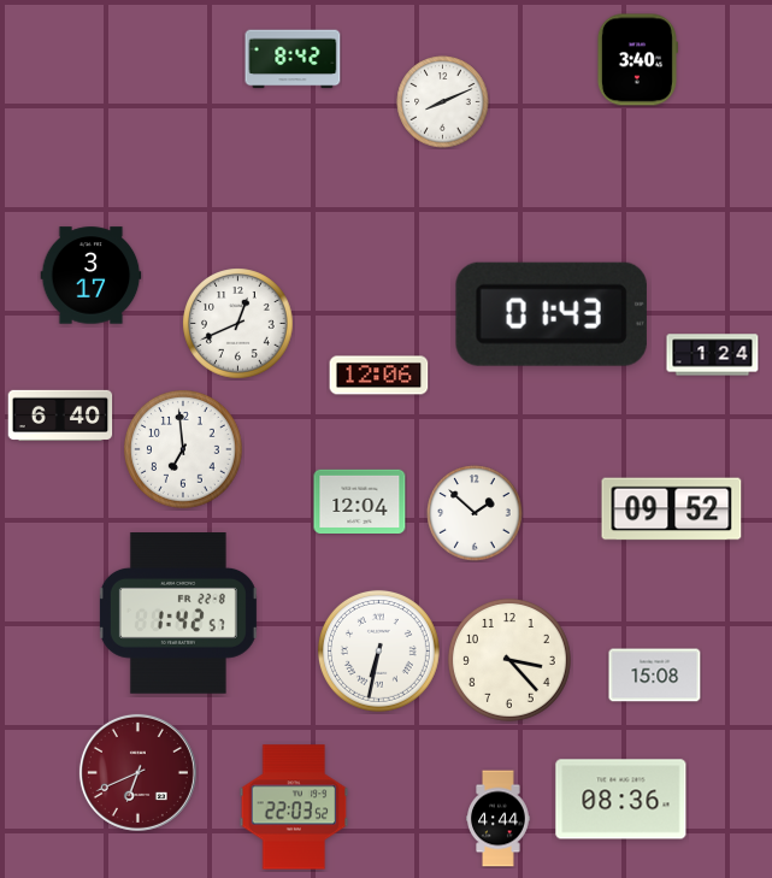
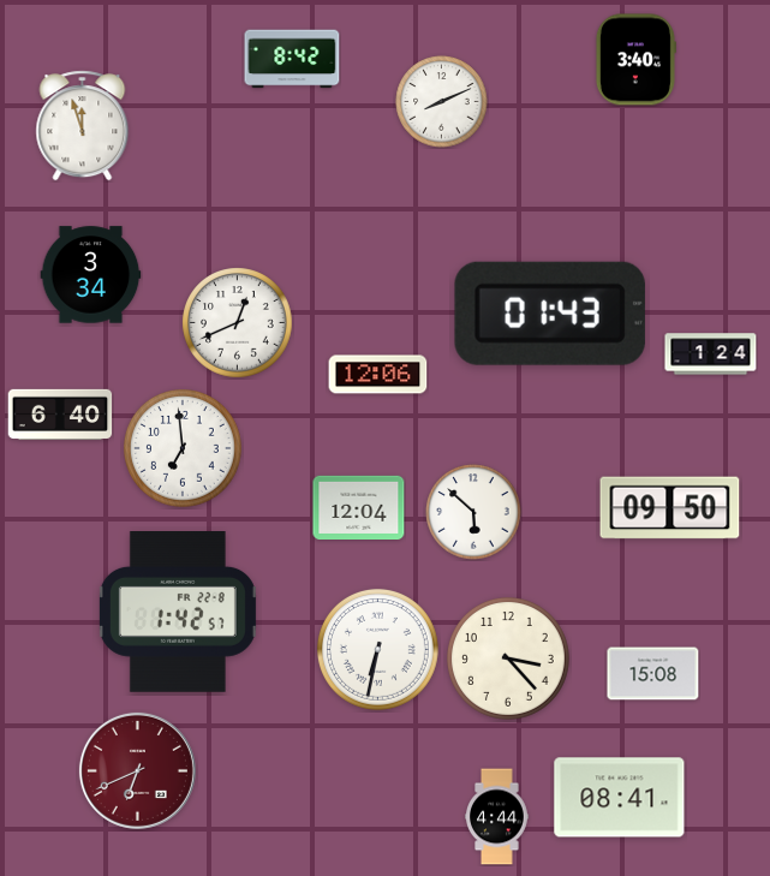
clock at (83, 126): none -> 11:57
clock at (92, 276): 3:17 -> 3:34
clock at (360, 501) position: (360, 501) -> (359, 507)
clock at (672, 509): 09:52 -> 09:50
clock at (475, 513): 1:52 -> 5:52
clock at (621, 800): 08:36 -> 08:41
clock at (294, 807): 22:03 -> none
